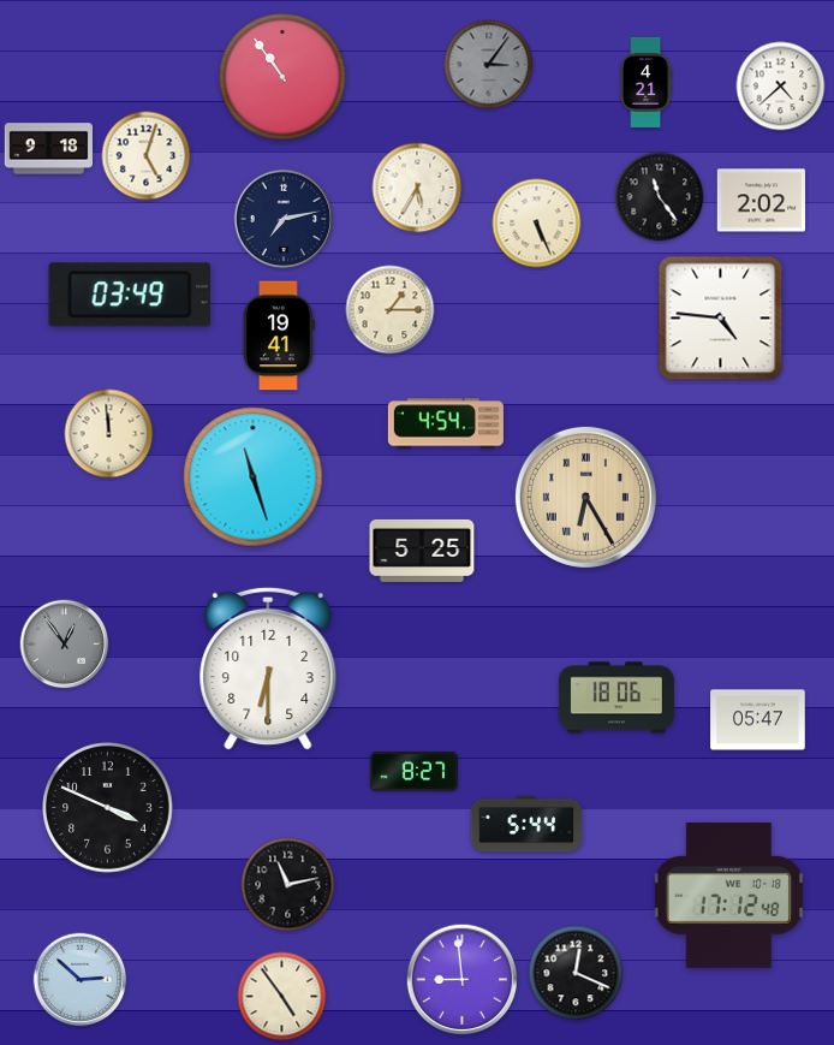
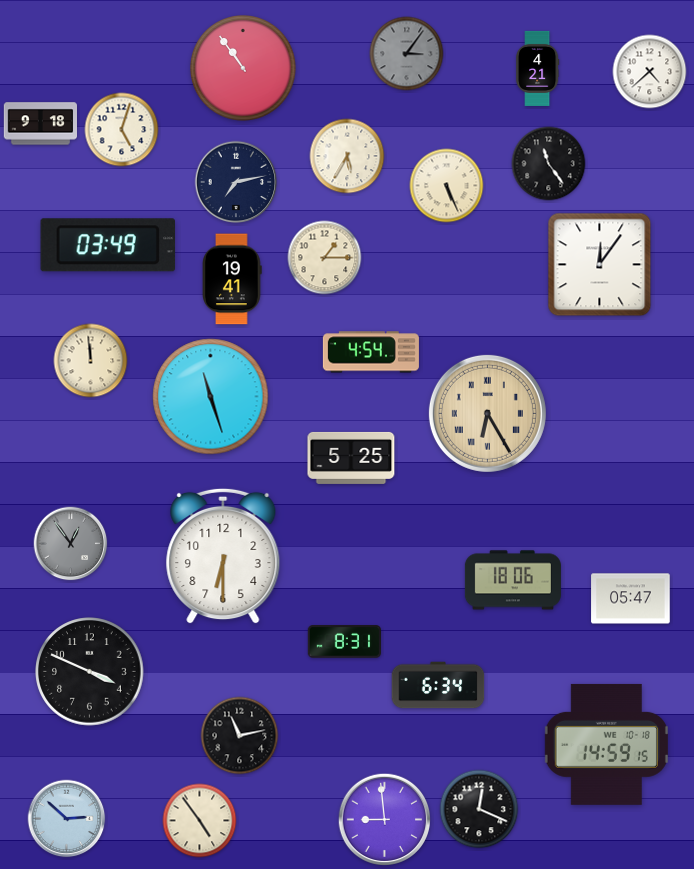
clock at (284, 78) position: (284, 78) -> (244, 69)
clock at (761, 201): 2:02 -> none
clock at (721, 319): 4:46 -> 12:06
clock at (65, 645) position: (65, 645) -> (71, 544)
clock at (413, 772): 8:27 -> 8:31
clock at (526, 824): 5:44 -> 6:34
clock at (728, 895): 17:12 -> 14:59
clock at (81, 980) position: (81, 980) -> (67, 819)
clock at (463, 980) position: (463, 980) -> (385, 820)
clock at (282, 997) position: (282, 997) -> (200, 821)
